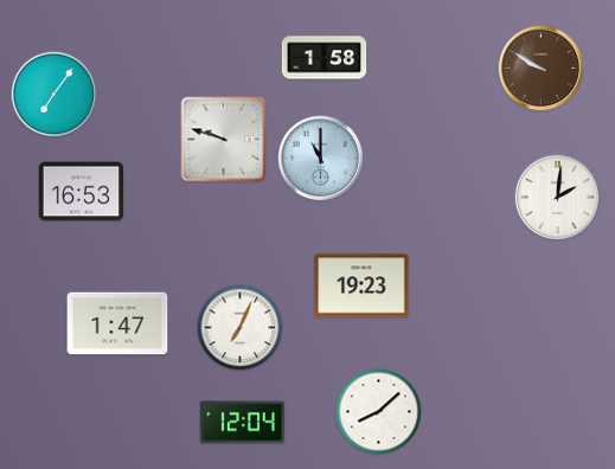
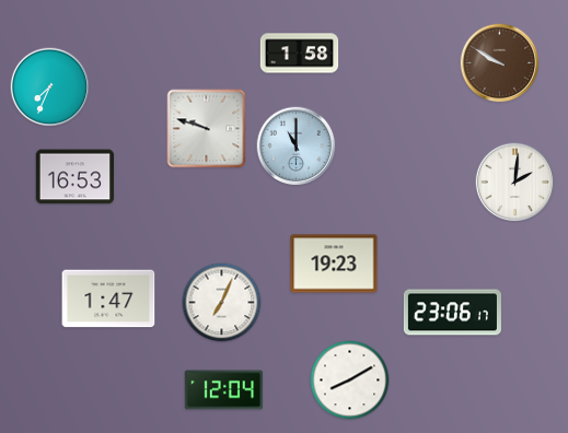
clock at (55, 95): 7:06 -> 7:34
clock at (452, 313): none -> 23:06
clock at (379, 412): 8:08 -> 8:10
